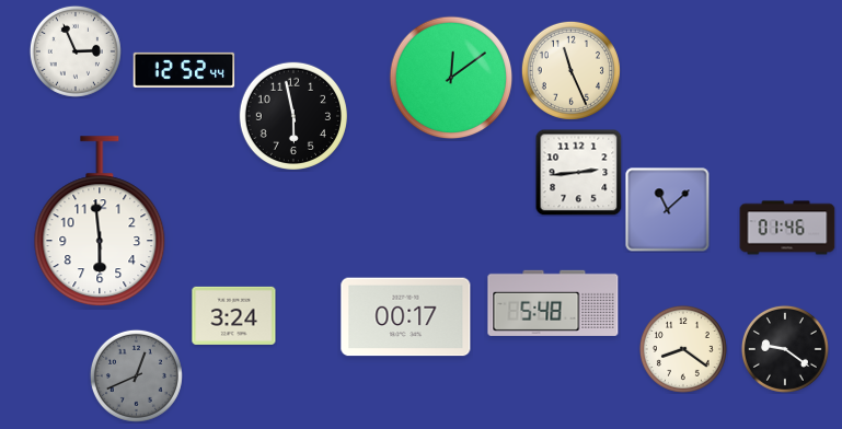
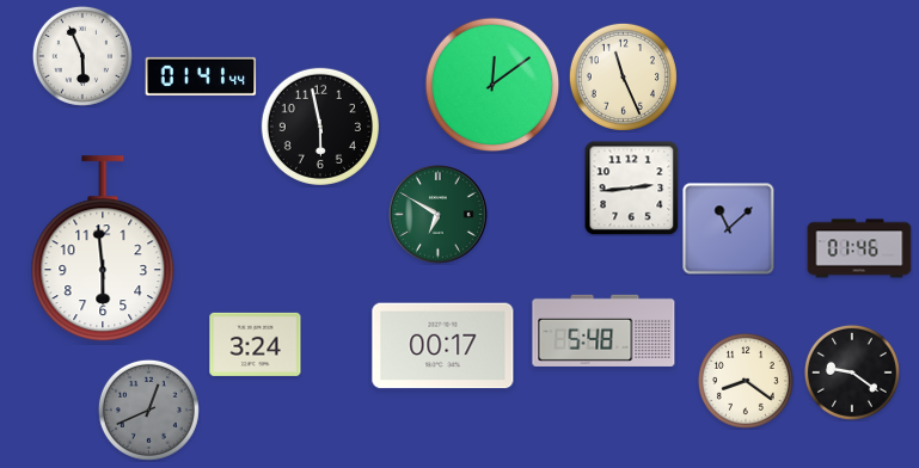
clock at (76, 51): 2:56 -> 5:56
clock at (184, 70): 12:52 -> 01:41
clock at (439, 215): none -> 6:50
clock at (100, 222) position: (100, 222) -> (103, 250)
clock at (785, 349) position: (785, 349) -> (852, 372)
